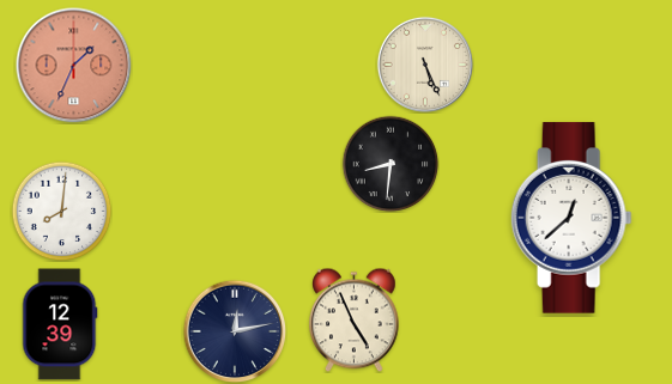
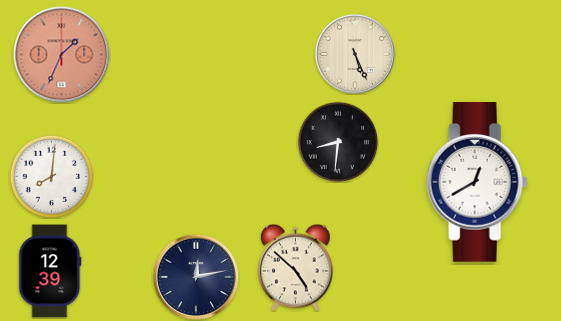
clock at (391, 164) position: (391, 164) -> (338, 142)
clock at (571, 218): 12:38 -> 12:40
clock at (355, 319): 4:56 -> 4:52
